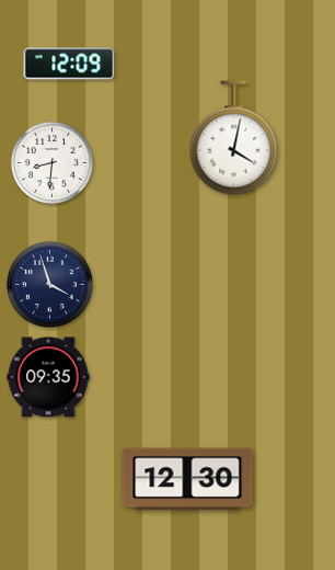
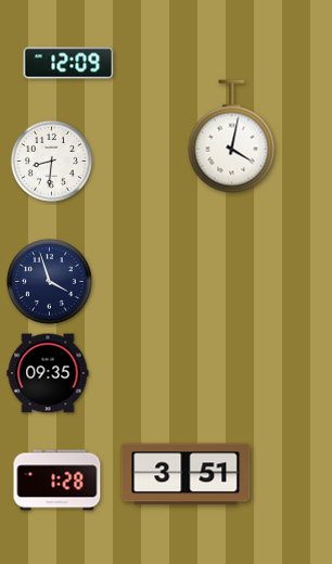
clock at (187, 479): 12:30 -> 3:51
clock at (58, 480): none -> 1:28
